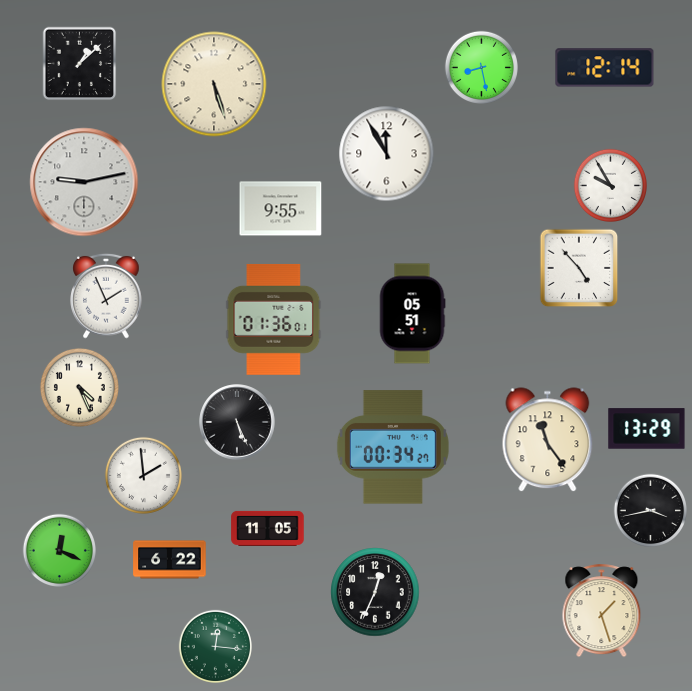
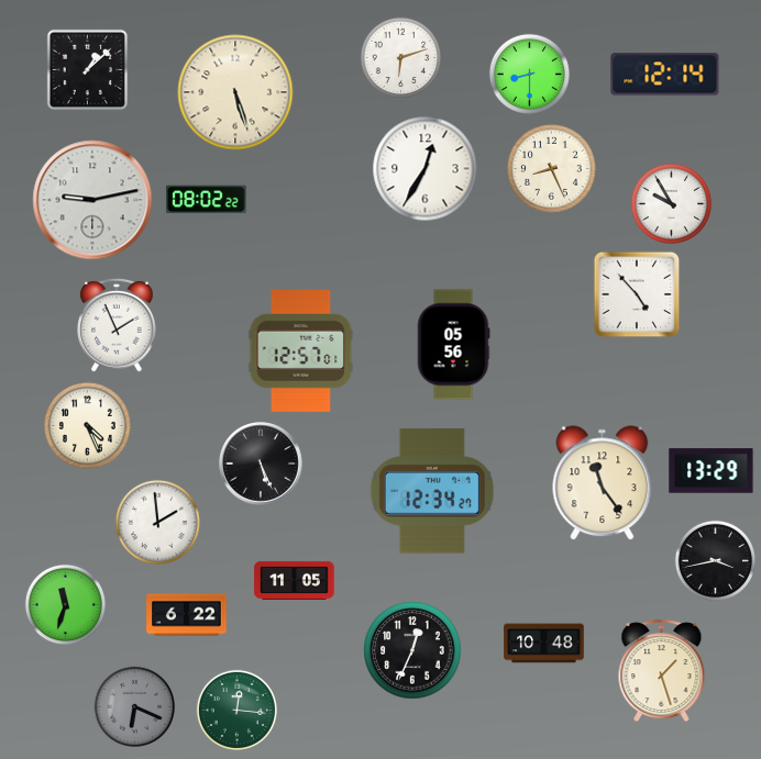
clock at (400, 58): none -> 6:12
clock at (481, 68): 8:28 -> 8:30
clock at (551, 168): none -> 8:26
clock at (387, 154): 11:55 -> 12:35
clock at (207, 200): none -> 08:02
clock at (281, 209): 9:55 -> none
clock at (412, 314): 05:51 -> 05:56
clock at (274, 320): 01:36 -> 12:57
clock at (393, 447): 00:34 -> 12:34
clock at (59, 551): 12:19 -> 11:33
clock at (544, 644): none -> 10:48
clock at (134, 707): none -> 6:19
